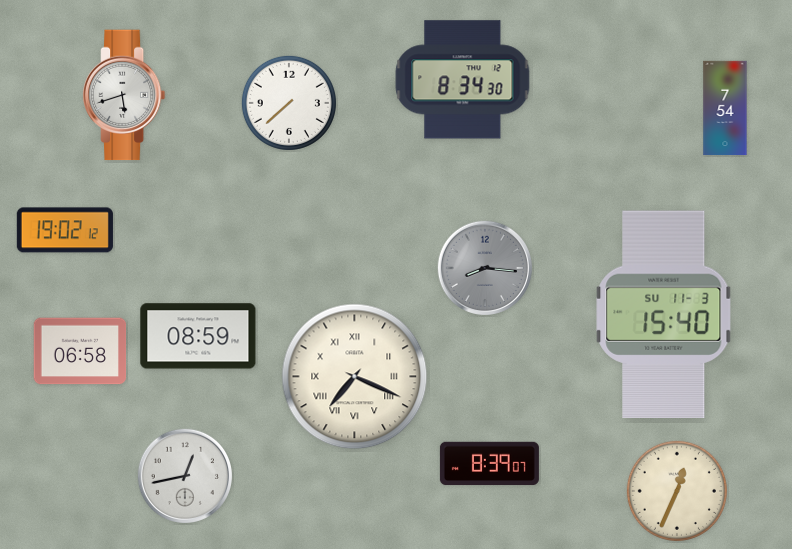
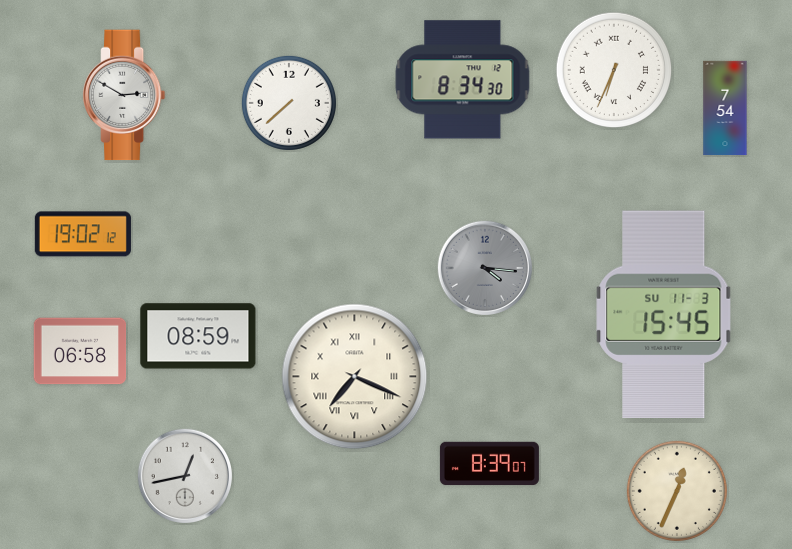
clock at (614, 70): none -> 6:34
clock at (124, 95): 5:42 -> 2:50
clock at (65, 230) position: (65, 230) -> (83, 234)
clock at (484, 267): 8:16 -> 4:16
clock at (664, 314): 15:40 -> 15:45
